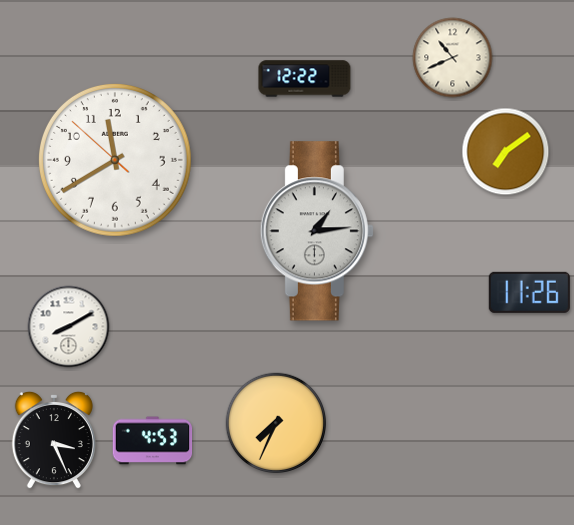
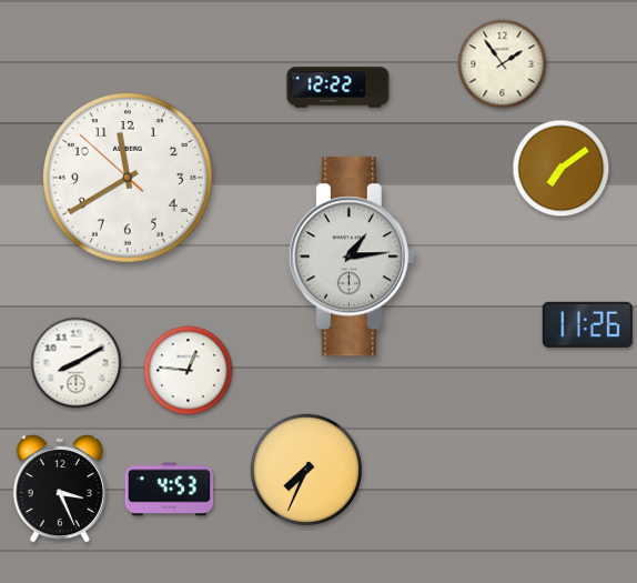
clock at (453, 58): 10:41 -> 1:54
clock at (189, 371): none -> 12:46
